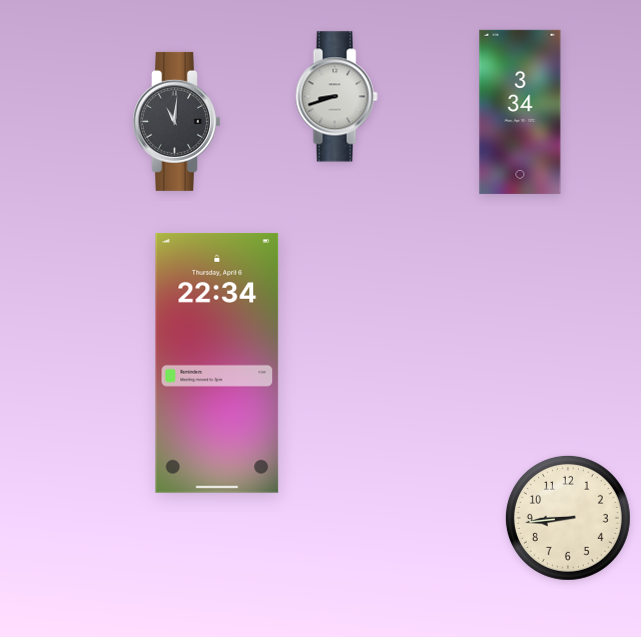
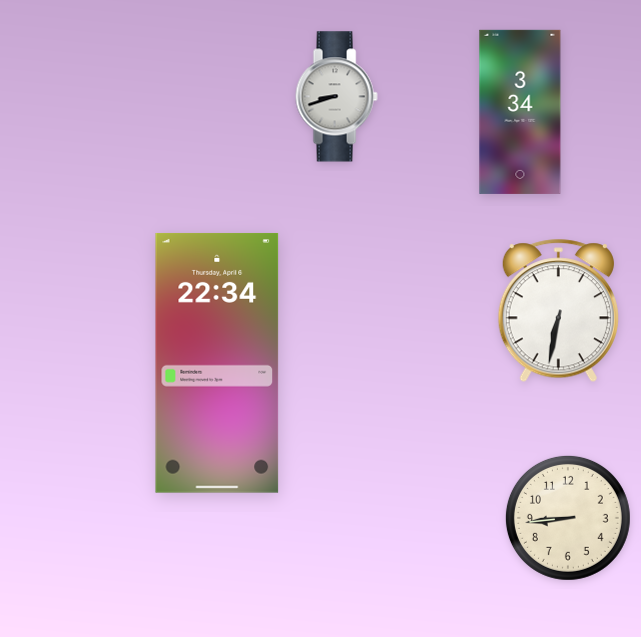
clock at (177, 121): 11:01 -> none
clock at (558, 311): none -> 6:32
